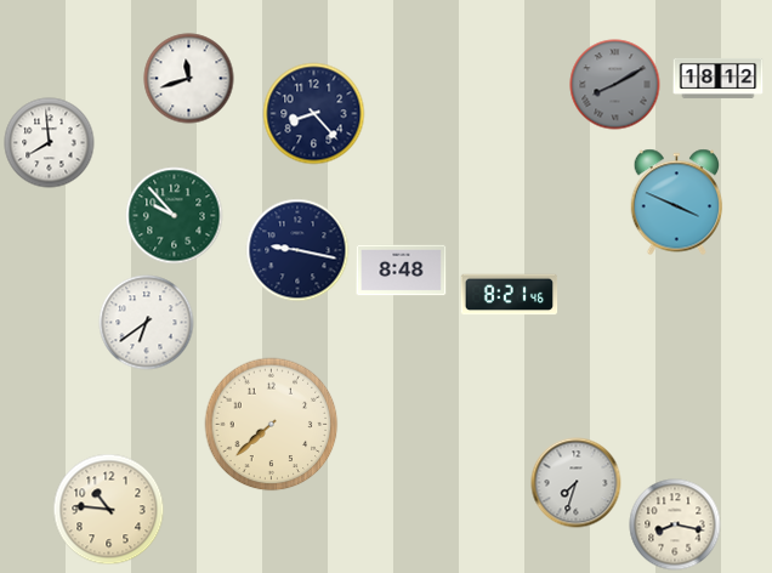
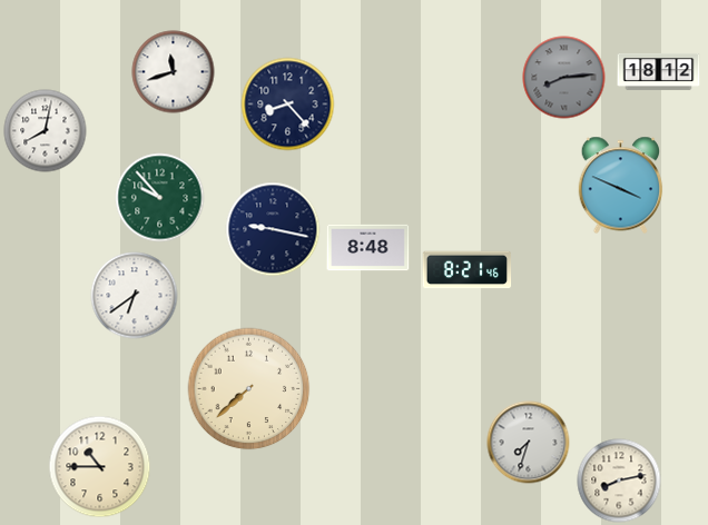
clock at (615, 85): 8:10 -> 8:14
clock at (50, 143): 7:59 -> 8:02
clock at (109, 510): 10:46 -> 10:45
clock at (675, 524): 8:17 -> 8:13
